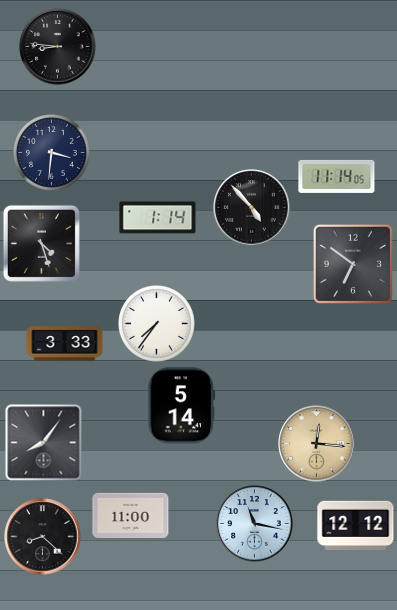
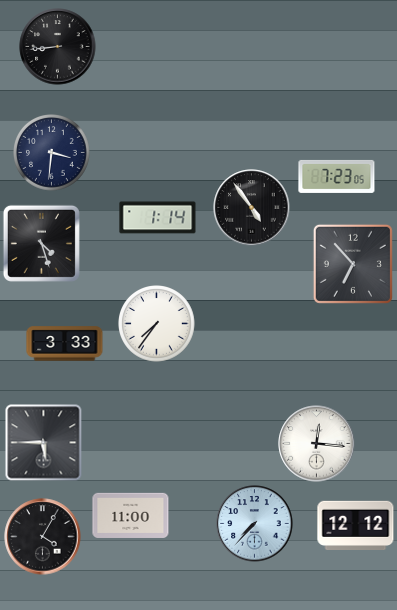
clock at (58, 47): 8:46 -> 8:44
clock at (337, 176): 11:14 -> 7:23
clock at (252, 208): 4:53 -> 4:54
clock at (353, 264): 6:51 -> 6:53
clock at (182, 406): 5:14 -> none
clock at (44, 443): 8:06 -> 5:45
clock at (317, 444) dial: champagne -> white
clock at (255, 524): 11:17 -> 7:37
clock at (43, 537): 8:22 -> 4:05
